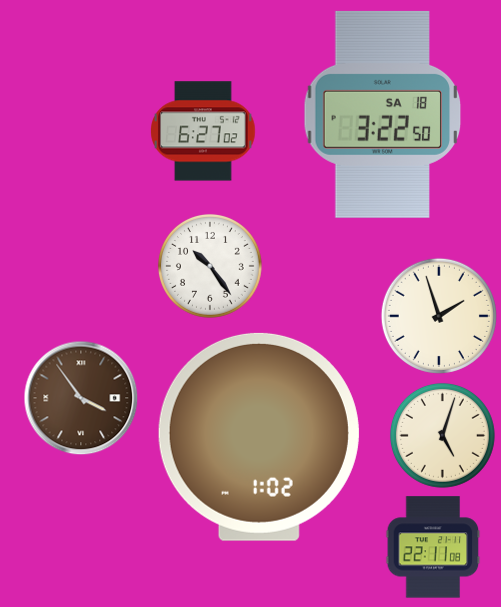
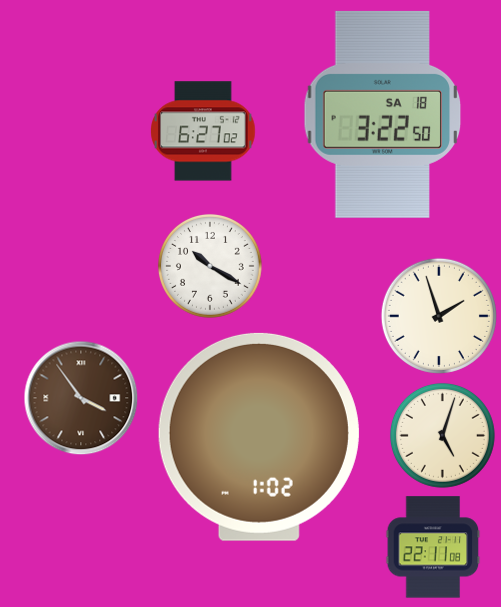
clock at (210, 266): 10:24 -> 10:20
